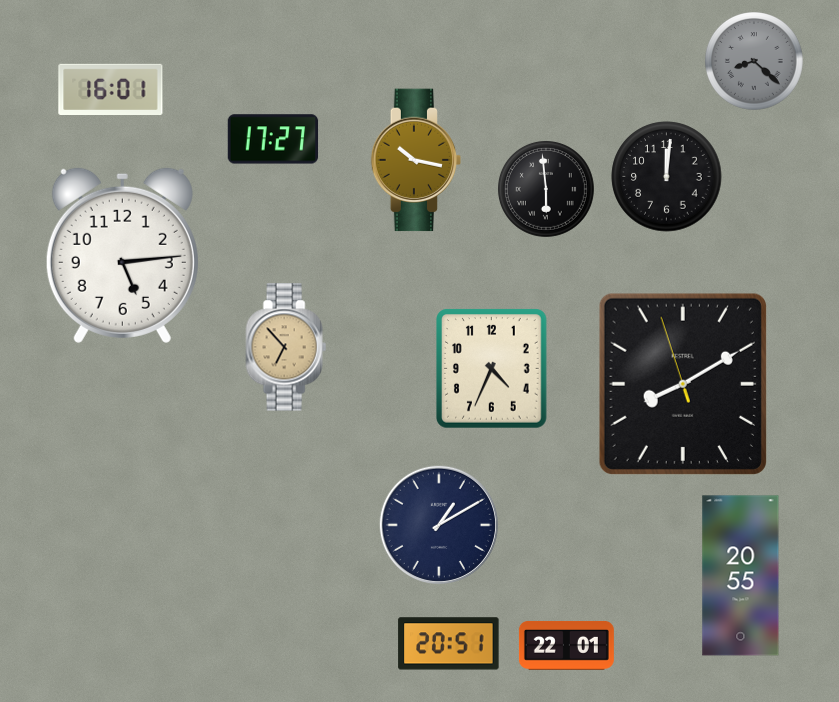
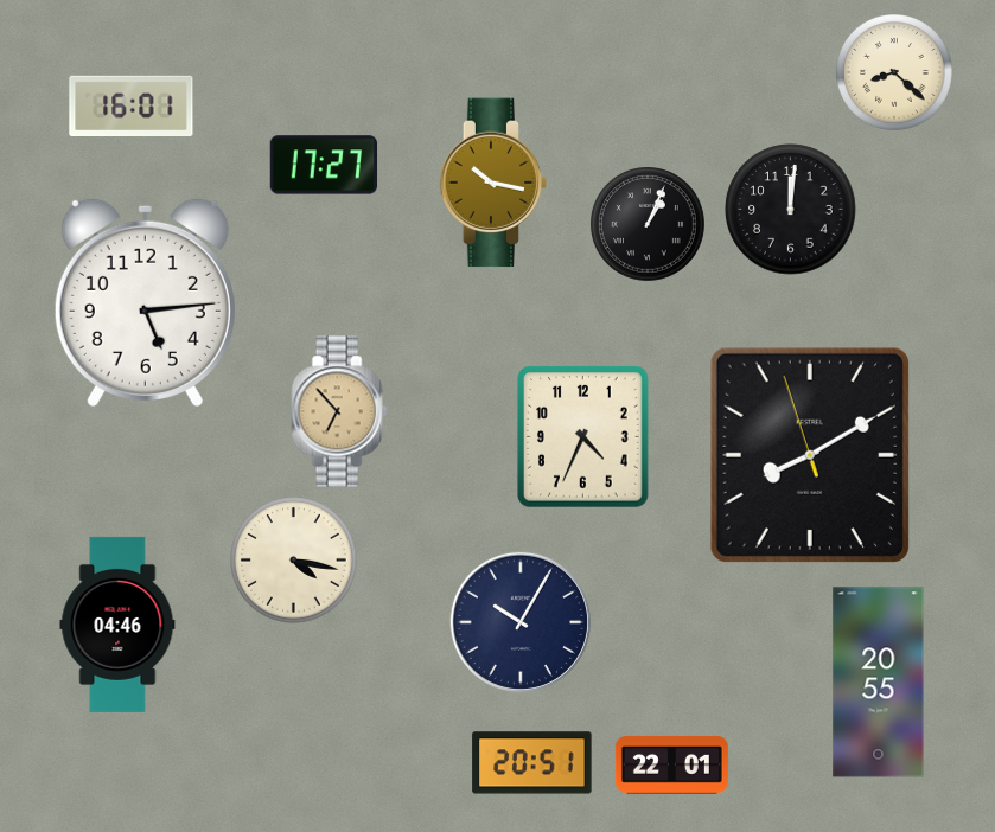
clock at (755, 62) dial: grey -> cream
clock at (416, 160) position: (416, 160) -> (493, 183)
clock at (547, 190): 5:59 -> 1:04
clock at (294, 561): none -> 4:17
clock at (439, 525): 1:10 -> 10:05
clock at (117, 625): none -> 04:46
